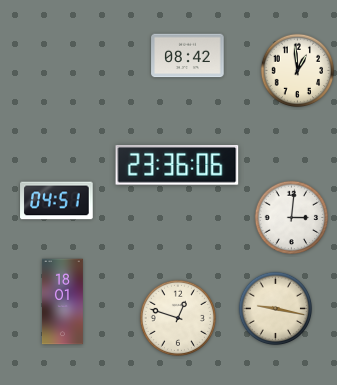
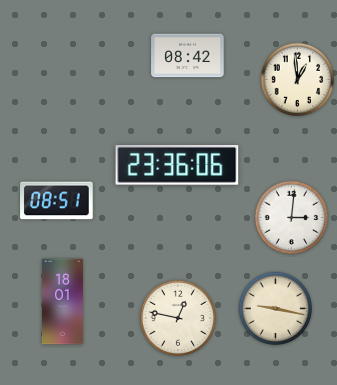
clock at (298, 71) position: (298, 71) -> (298, 80)
clock at (57, 201): 04:51 -> 08:51
clock at (178, 318): 12:48 -> 12:47
